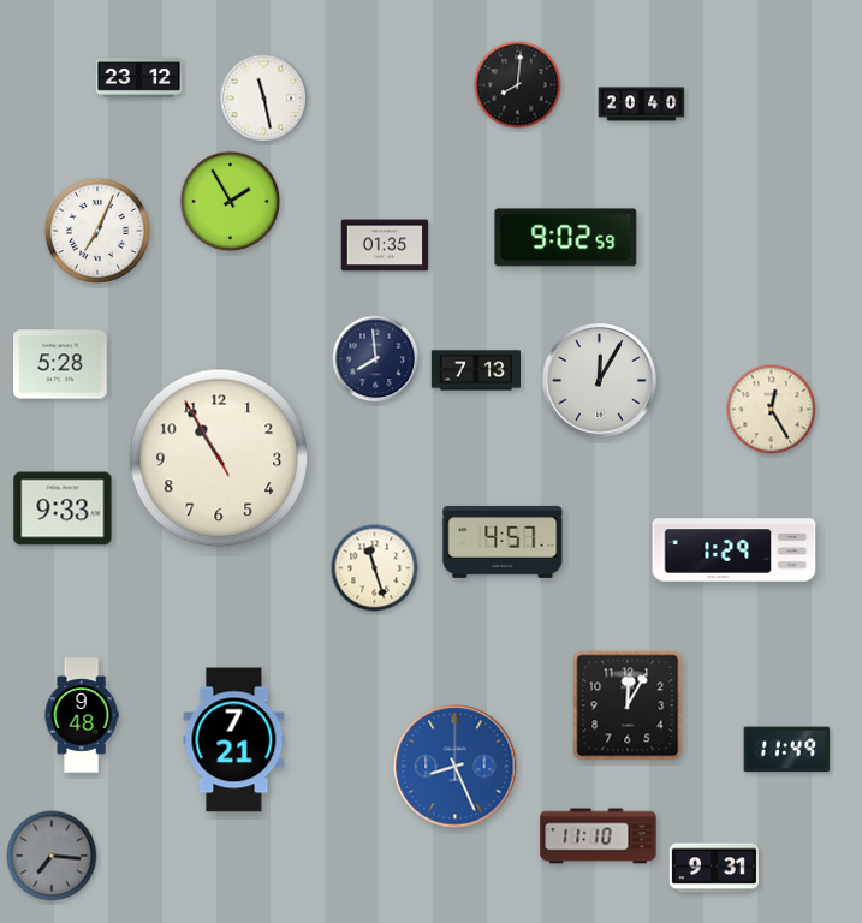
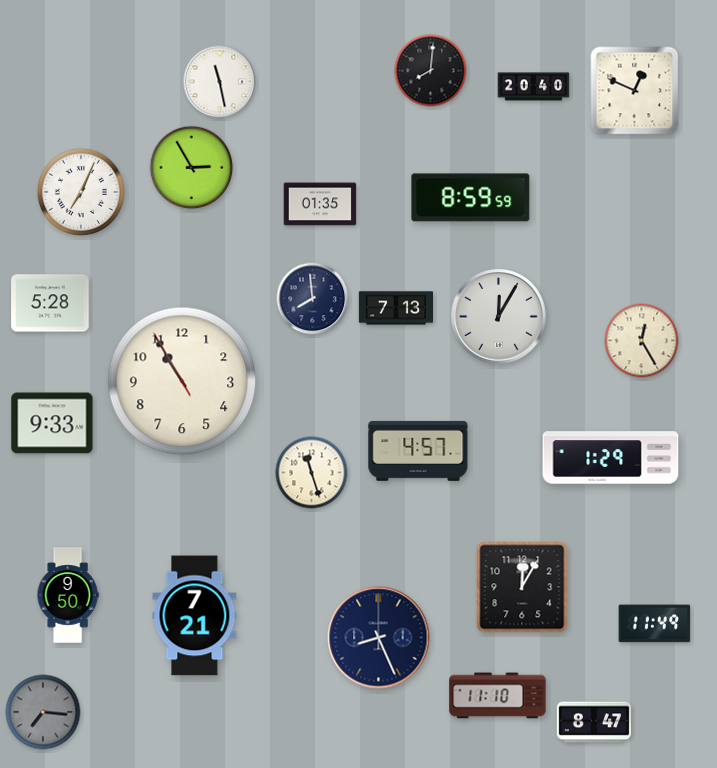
clock at (139, 78): 23:12 -> none
clock at (635, 91): none -> 12:49
clock at (231, 202): 1:55 -> 2:55
clock at (566, 238): 9:02 -> 8:59
clock at (82, 715): 9:48 -> 9:50
clock at (456, 767) dial: blue -> navy
clock at (714, 868): 9:31 -> 8:47
